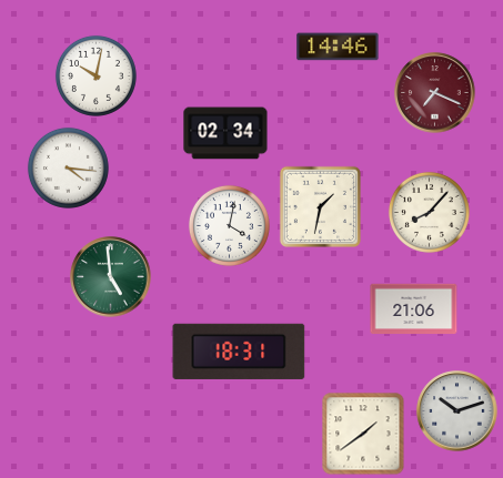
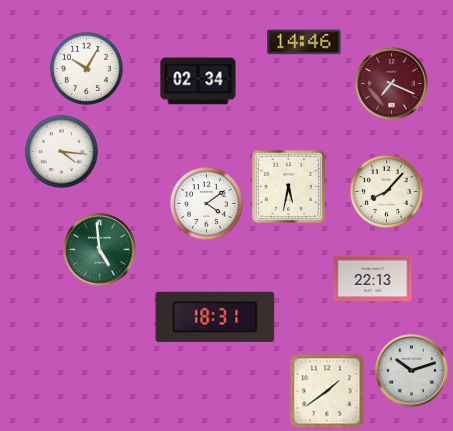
clock at (95, 75): 10:02 -> 10:05
clock at (225, 133) position: (225, 133) -> (198, 81)
clock at (320, 206): 1:32 -> 5:32
clock at (229, 225): 4:02 -> 4:09
clock at (414, 309): 21:06 -> 22:13
